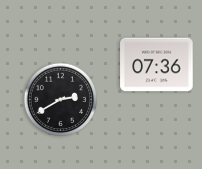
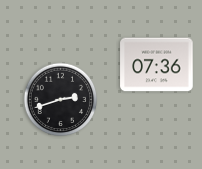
clock at (61, 100): 2:40 -> 2:42
